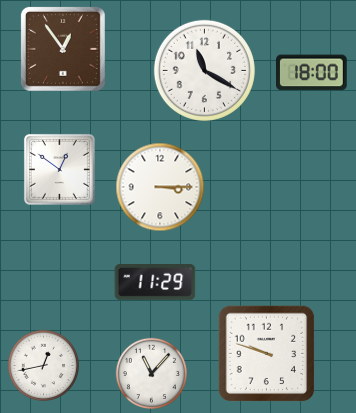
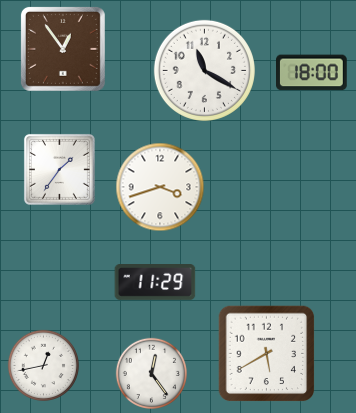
clock at (59, 169): 12:51 -> 1:36
clock at (160, 187): 3:15 -> 3:42
clock at (267, 354): 9:48 -> 5:40
clock at (152, 374): 11:07 -> 12:24
